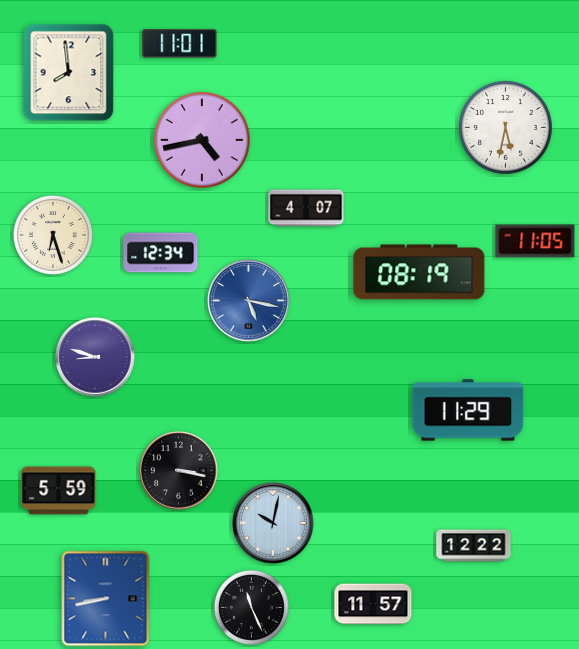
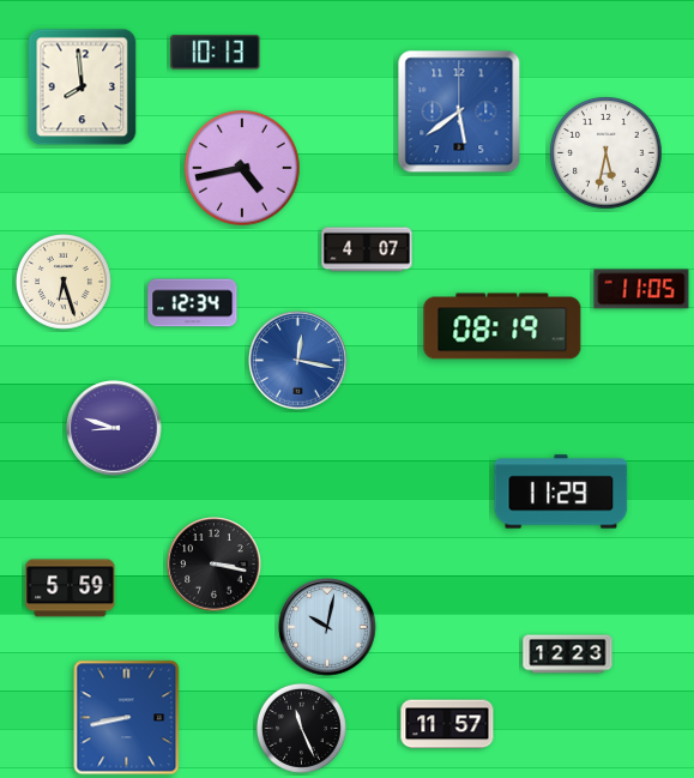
clock at (180, 44): 11:01 -> 10:13
clock at (459, 111): none -> 5:39
clock at (249, 301): 5:17 -> 12:17
clock at (474, 546): 12:22 -> 12:23
